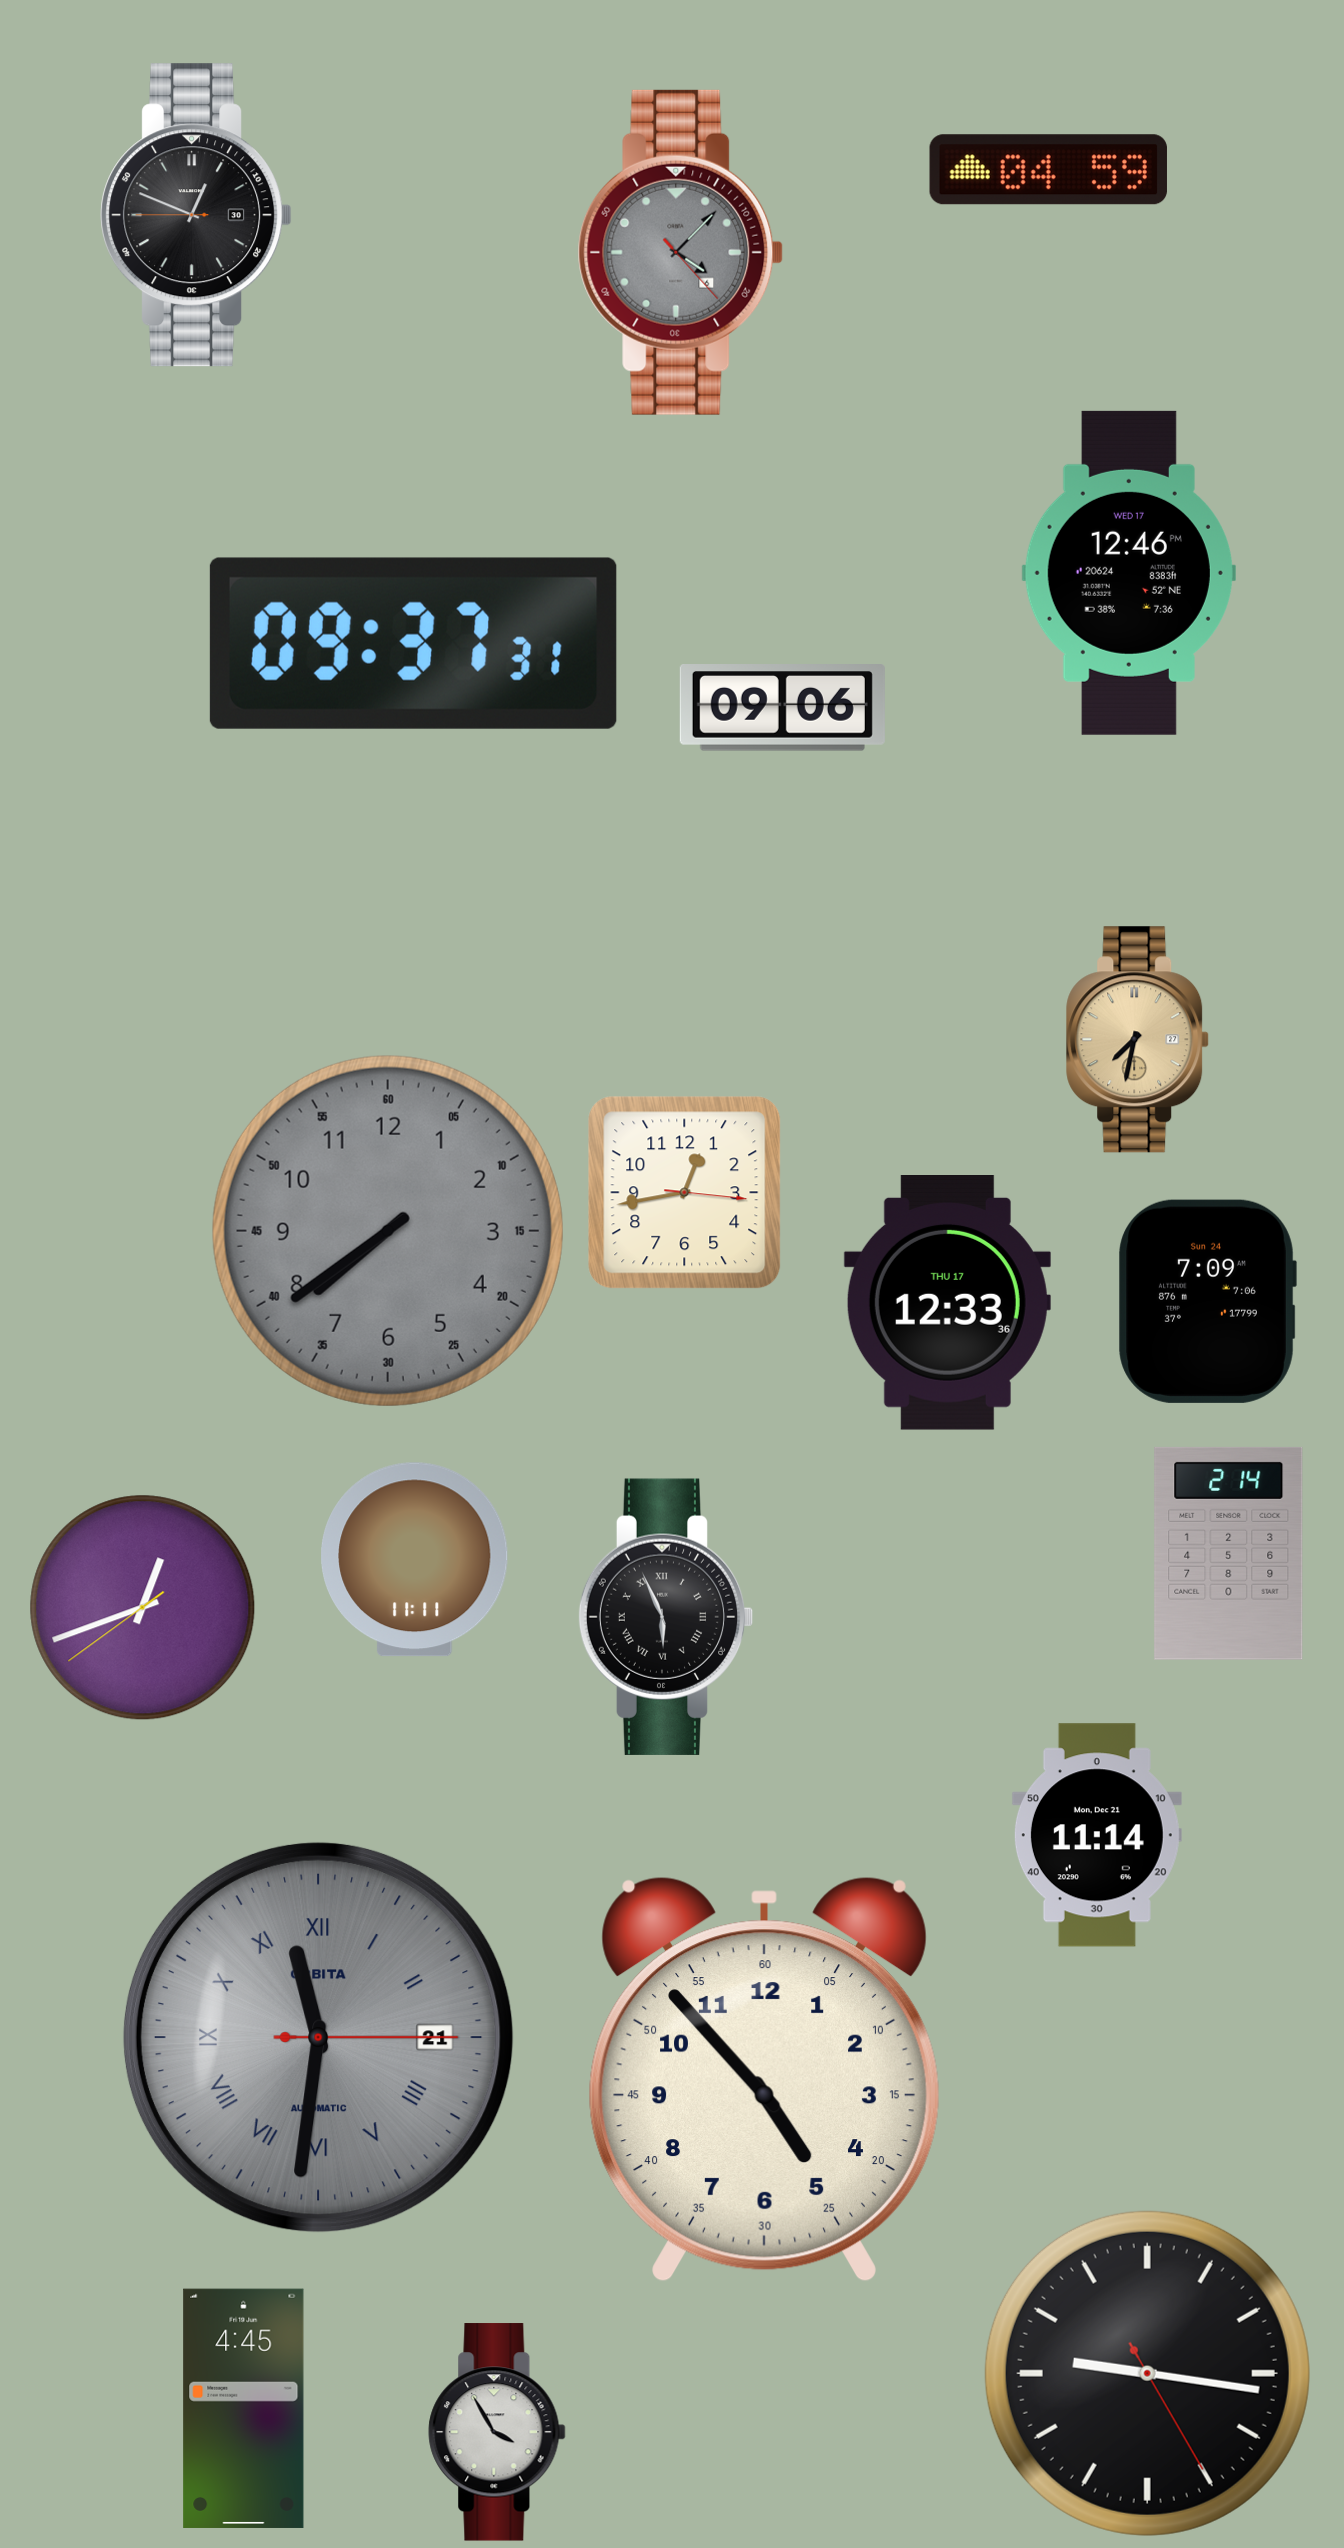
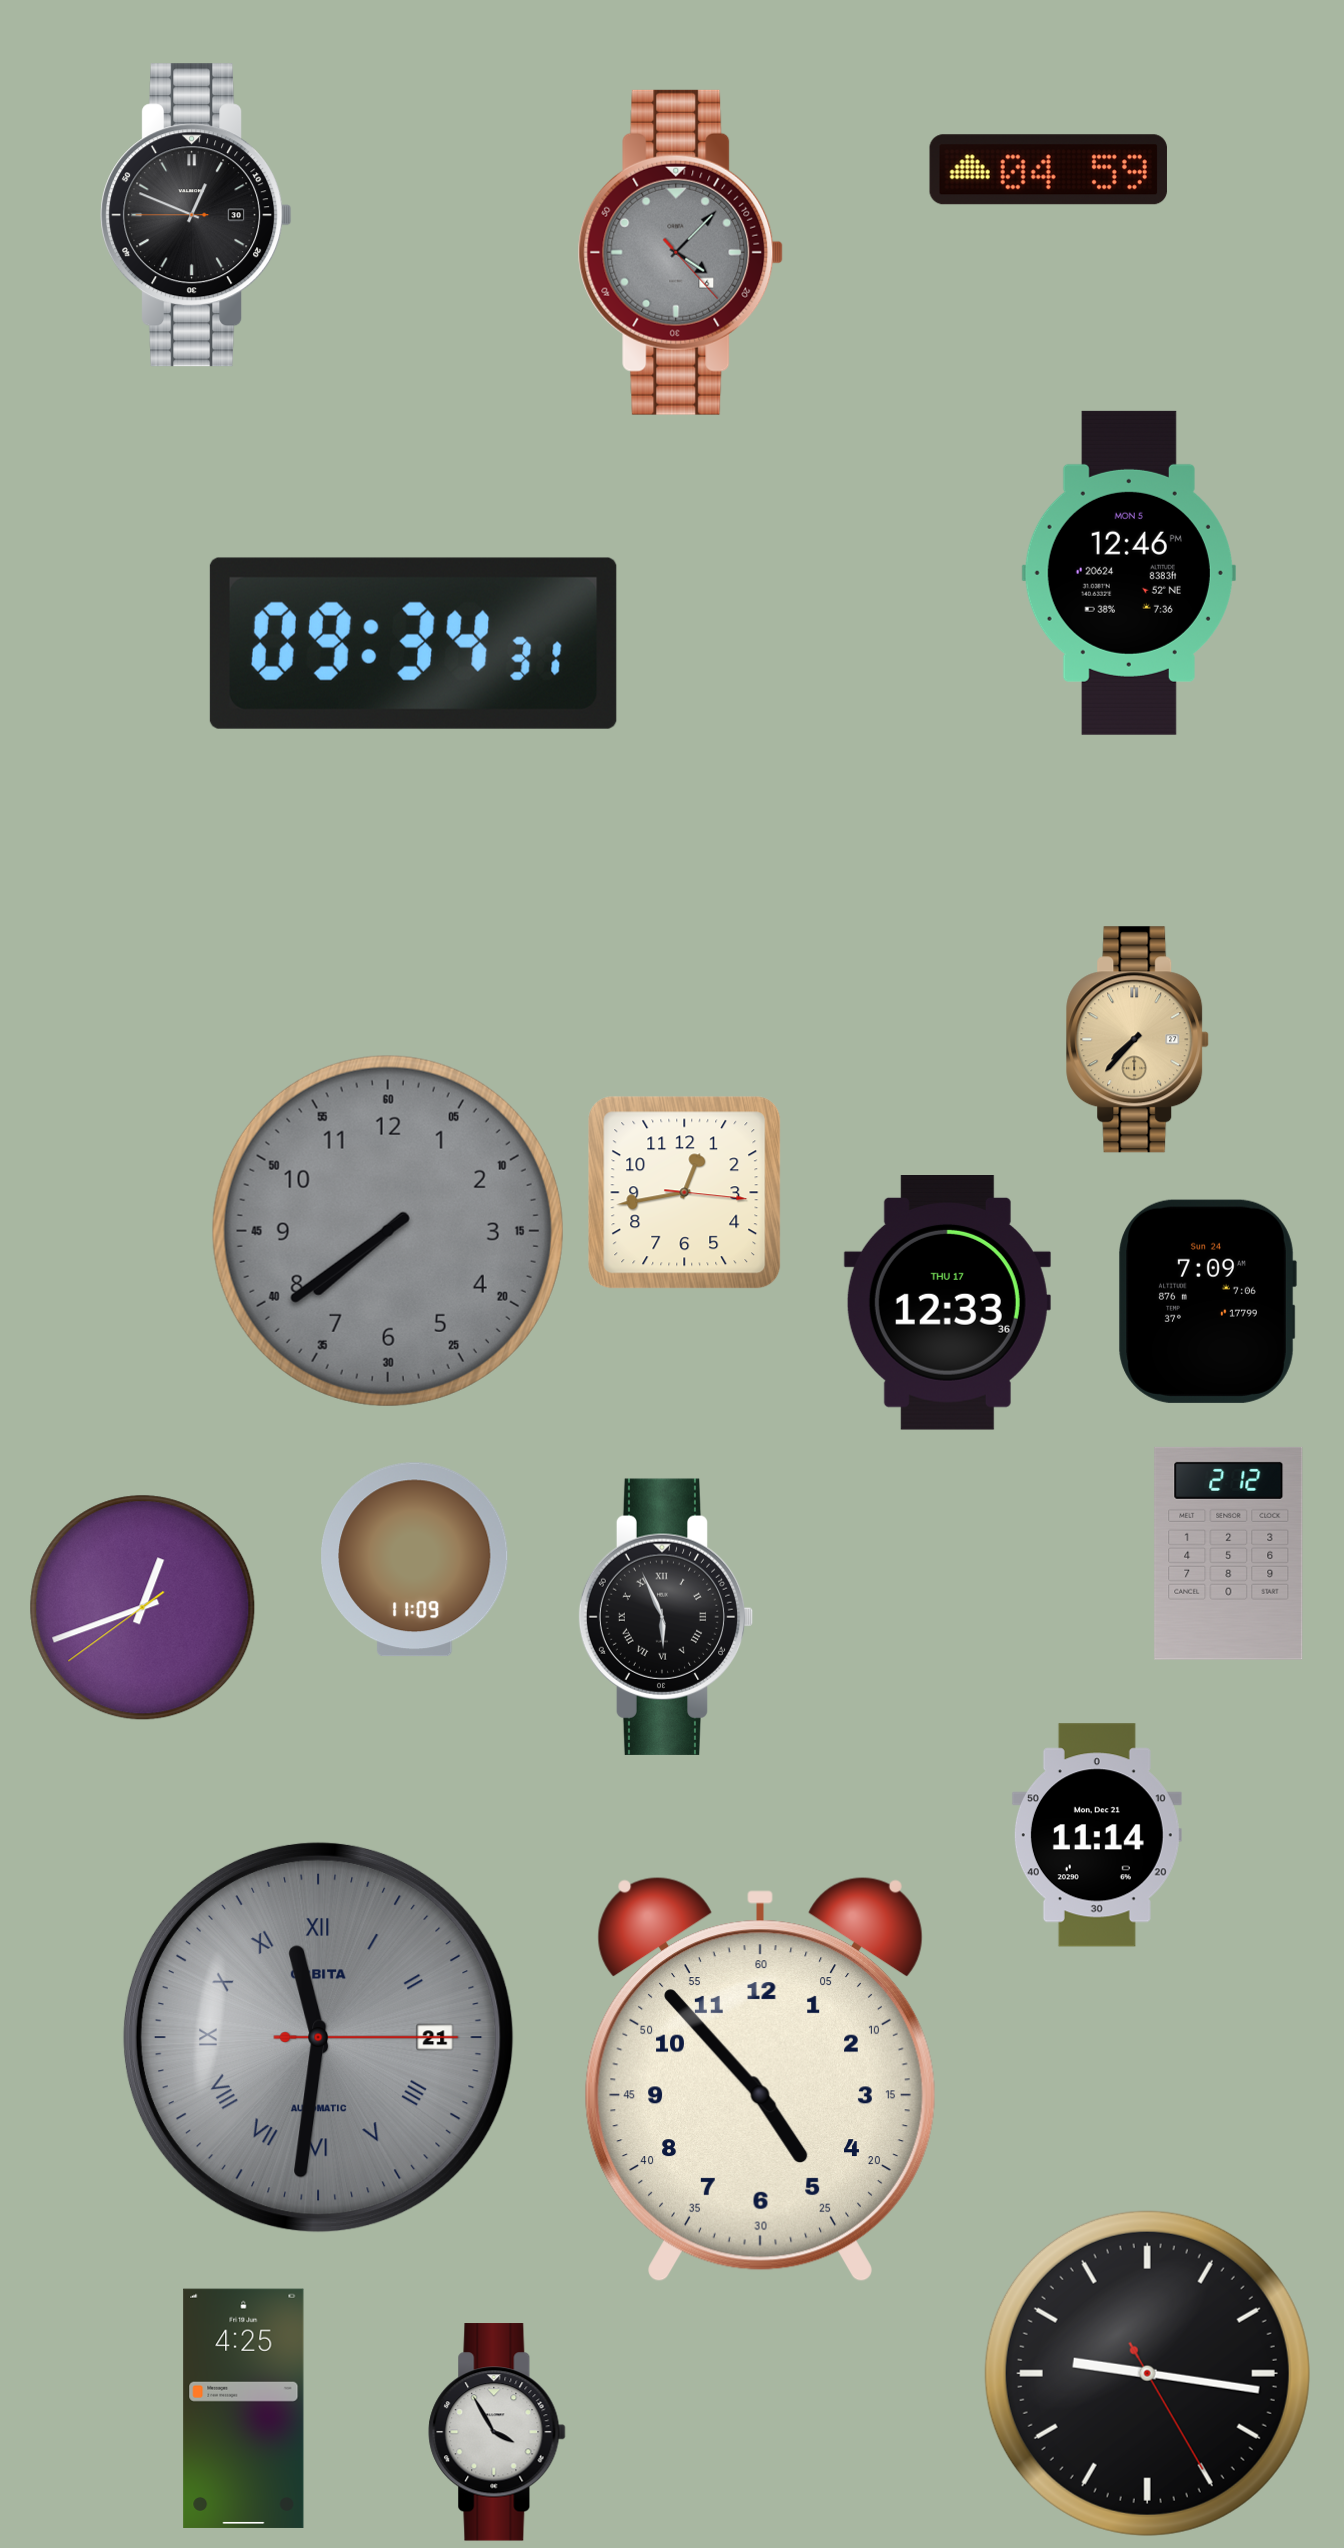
clock at (1129, 573) date: WED 17 -> MON 5
clock at (413, 643): 09:37 -> 09:34
clock at (782, 708): 09:06 -> none
clock at (1138, 1040): 7:32 -> 7:37
clock at (1229, 1553): 2:14 -> 2:12
clock at (415, 1560): 11:11 -> 11:09
clock at (764, 2080) position: (764, 2080) -> (760, 2080)
clock at (244, 2408): 4:45 -> 4:25
